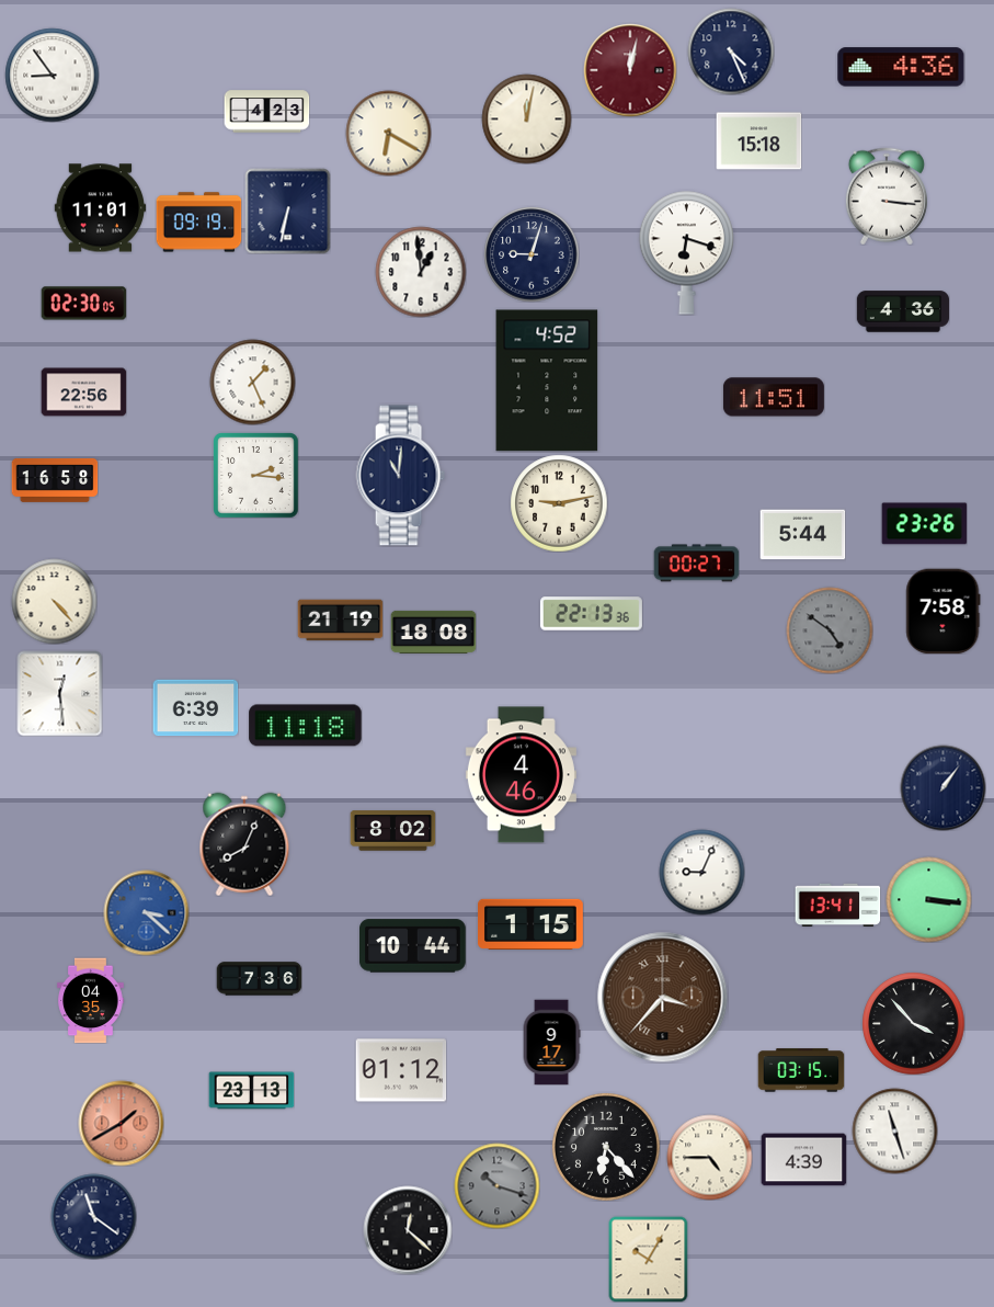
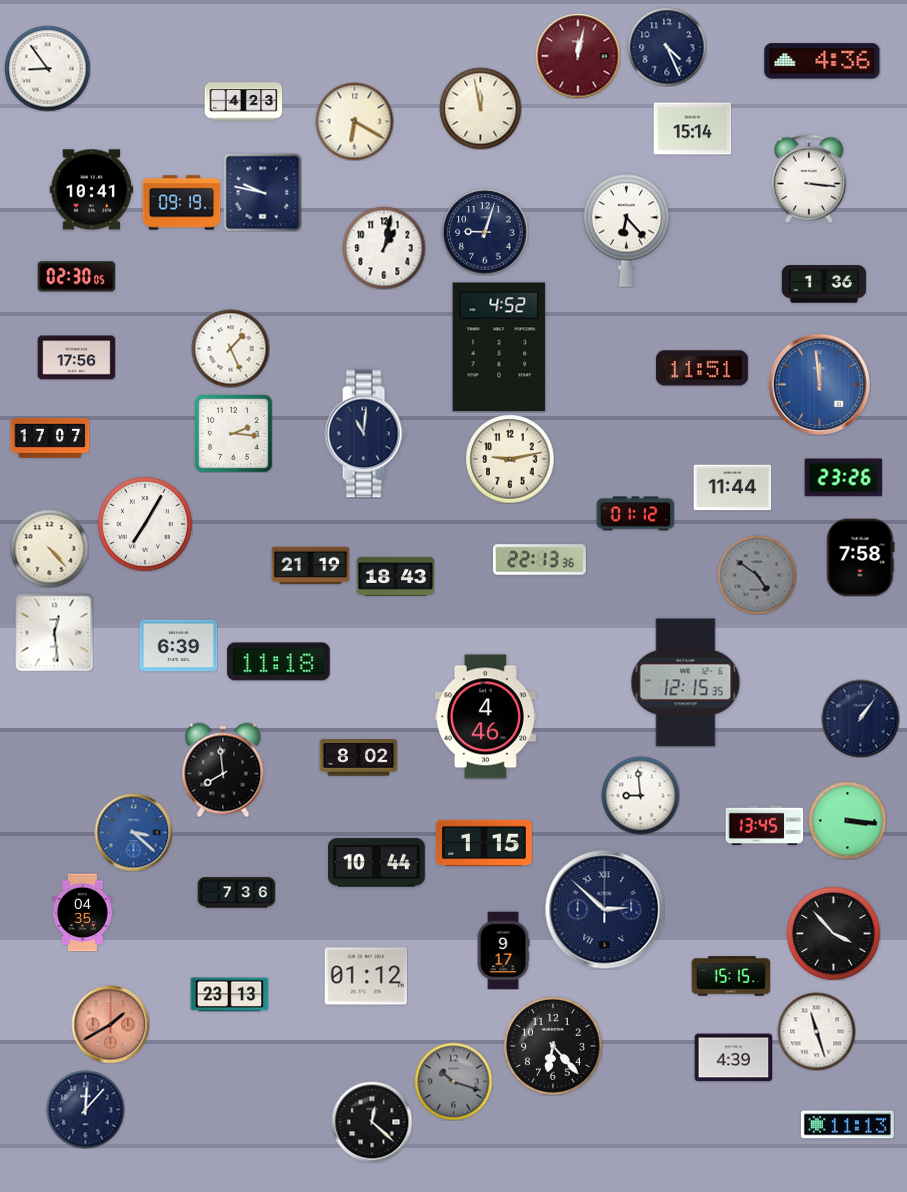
clock at (630, 70) position: (630, 70) -> (578, 56)
clock at (526, 118): 12:02 -> 11:58
clock at (758, 141): 15:18 -> 15:14
clock at (100, 208): 11:01 -> 10:41
clock at (287, 211): 6:32 -> 9:47
clock at (686, 252): 6:18 -> 6:23
clock at (421, 272): 12:59 -> 1:02
clock at (902, 311): 4:36 -> 1:36
clock at (83, 393): 22:56 -> 17:56
clock at (774, 397) position: (774, 397) -> (702, 368)
clock at (819, 384): none -> 11:59
clock at (55, 481): 16:58 -> 17:07
clock at (802, 535): 5:44 -> 11:44
clock at (696, 564): 00:27 -> 01:12
clock at (145, 524): none -> 7:05
clock at (433, 632): 18:08 -> 18:43
clock at (686, 683): none -> 12:15
clock at (521, 775) position: (521, 775) -> (485, 717)
clock at (244, 844): 8:04 -> 7:59
clock at (701, 872): 9:04 -> 8:59
clock at (837, 905): 13:41 -> 13:45
clock at (663, 998): 3:37 -> 2:52
clock at (663, 998) dial: brown -> navy
clock at (801, 1070): 03:15 -> 15:15
clock at (709, 1157): 4:45 -> none
clock at (93, 1216): 11:21 -> 12:07
clock at (847, 1125): none -> 11:13
clock at (649, 1259): 10:05 -> none
